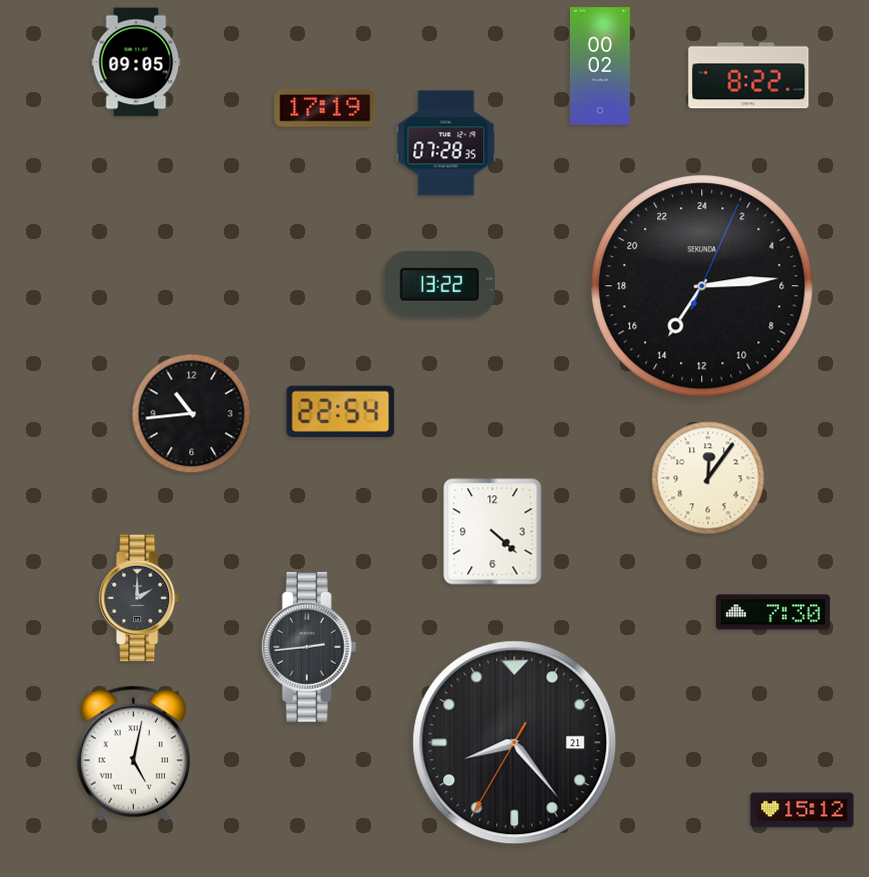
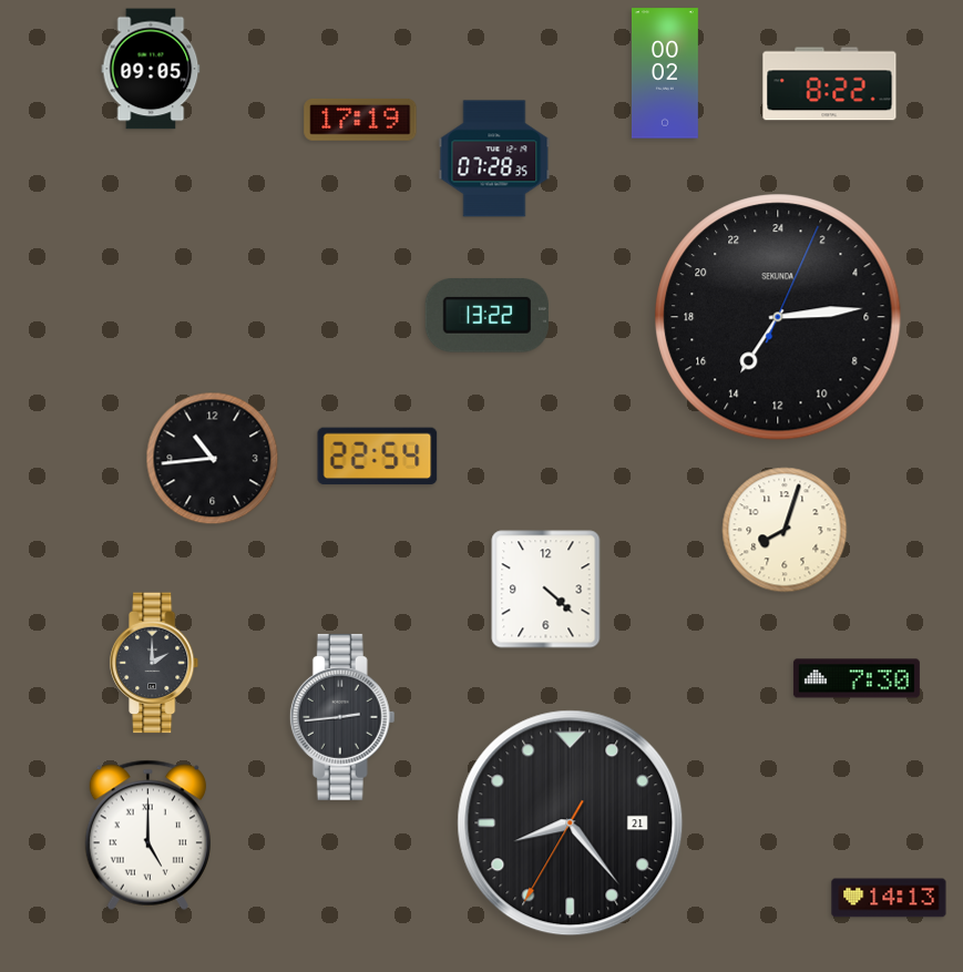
clock at (708, 478): 12:06 -> 8:03
clock at (133, 753): 5:02 -> 5:00
clock at (802, 810): 15:12 -> 14:13
